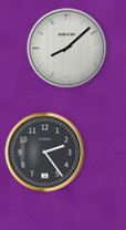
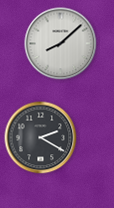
clock at (45, 153): 2:24 -> 2:20
